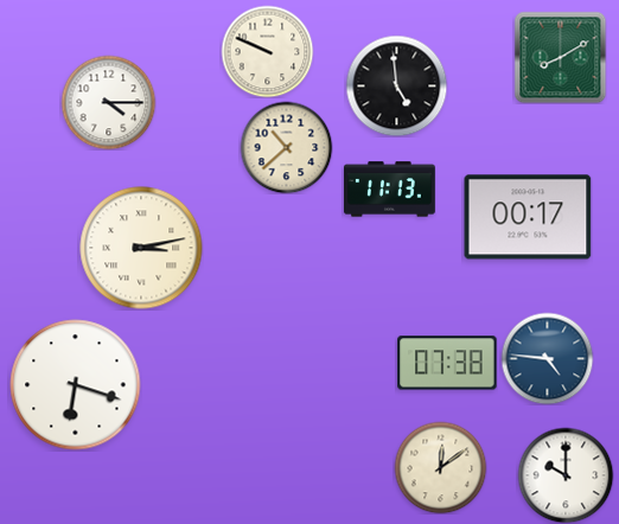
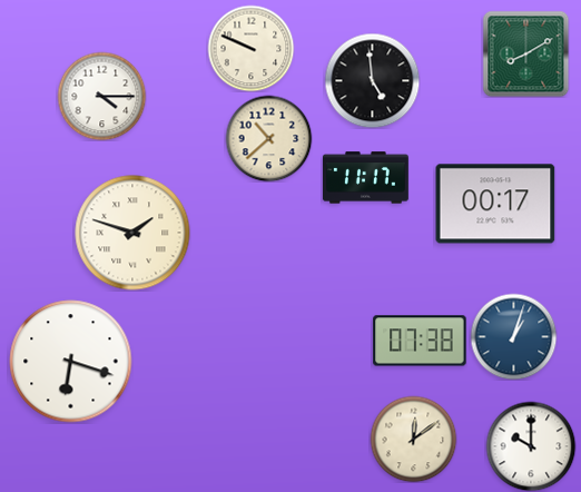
clock at (389, 190): 11:13 -> 11:17
clock at (141, 248): 3:13 -> 1:48
clock at (547, 358): 4:46 -> 1:03
